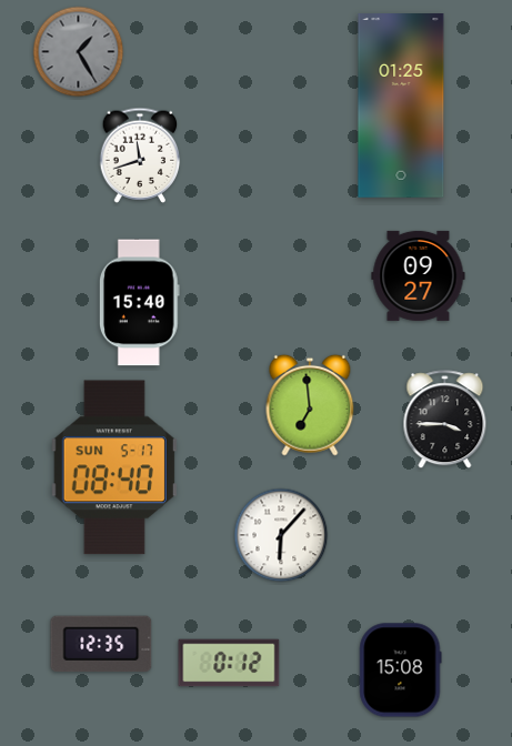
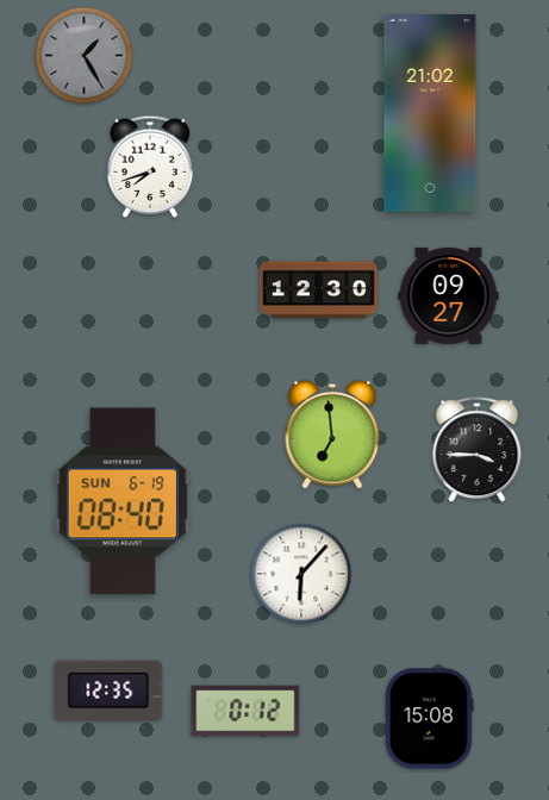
clock at (401, 107): 01:25 -> 21:02
clock at (140, 155): 11:42 -> 7:42
clock at (318, 290): none -> 12:30
clock at (139, 303): 15:40 -> none
clock at (114, 467) date: SUN 5-17 -> SUN 6-19
